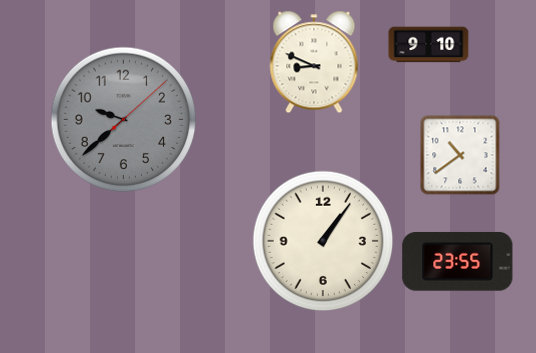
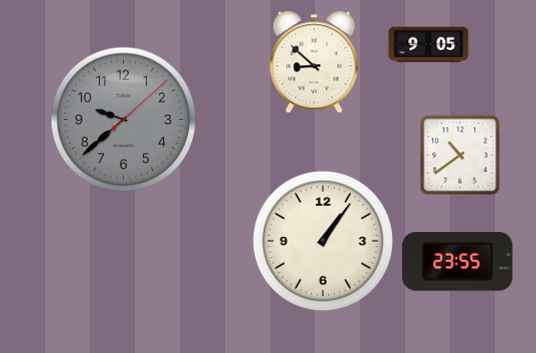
clock at (429, 45): 9:10 -> 9:05
clock at (314, 62): 8:49 -> 8:52
